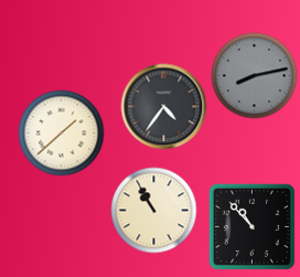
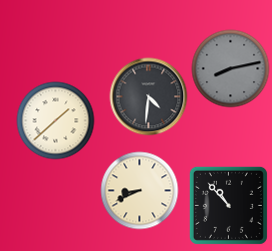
clock at (163, 106): 4:36 -> 4:31
clock at (153, 210): 10:55 -> 8:41
